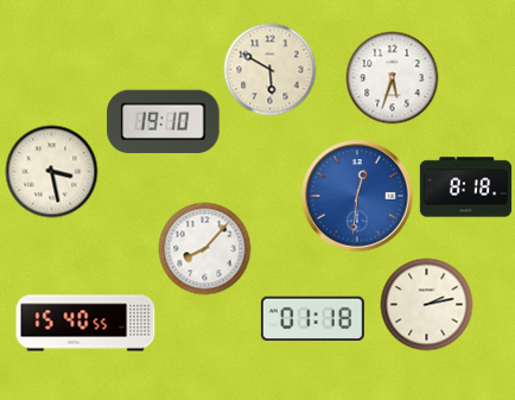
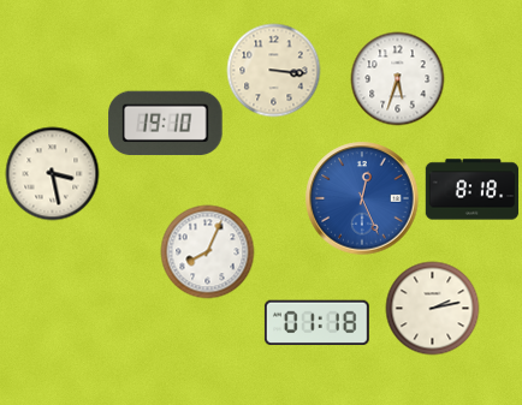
clock at (269, 69): 5:50 -> 3:16
clock at (357, 196): 12:31 -> 12:26
clock at (204, 248): 8:07 -> 8:04
clock at (85, 323): 15:40 -> none
